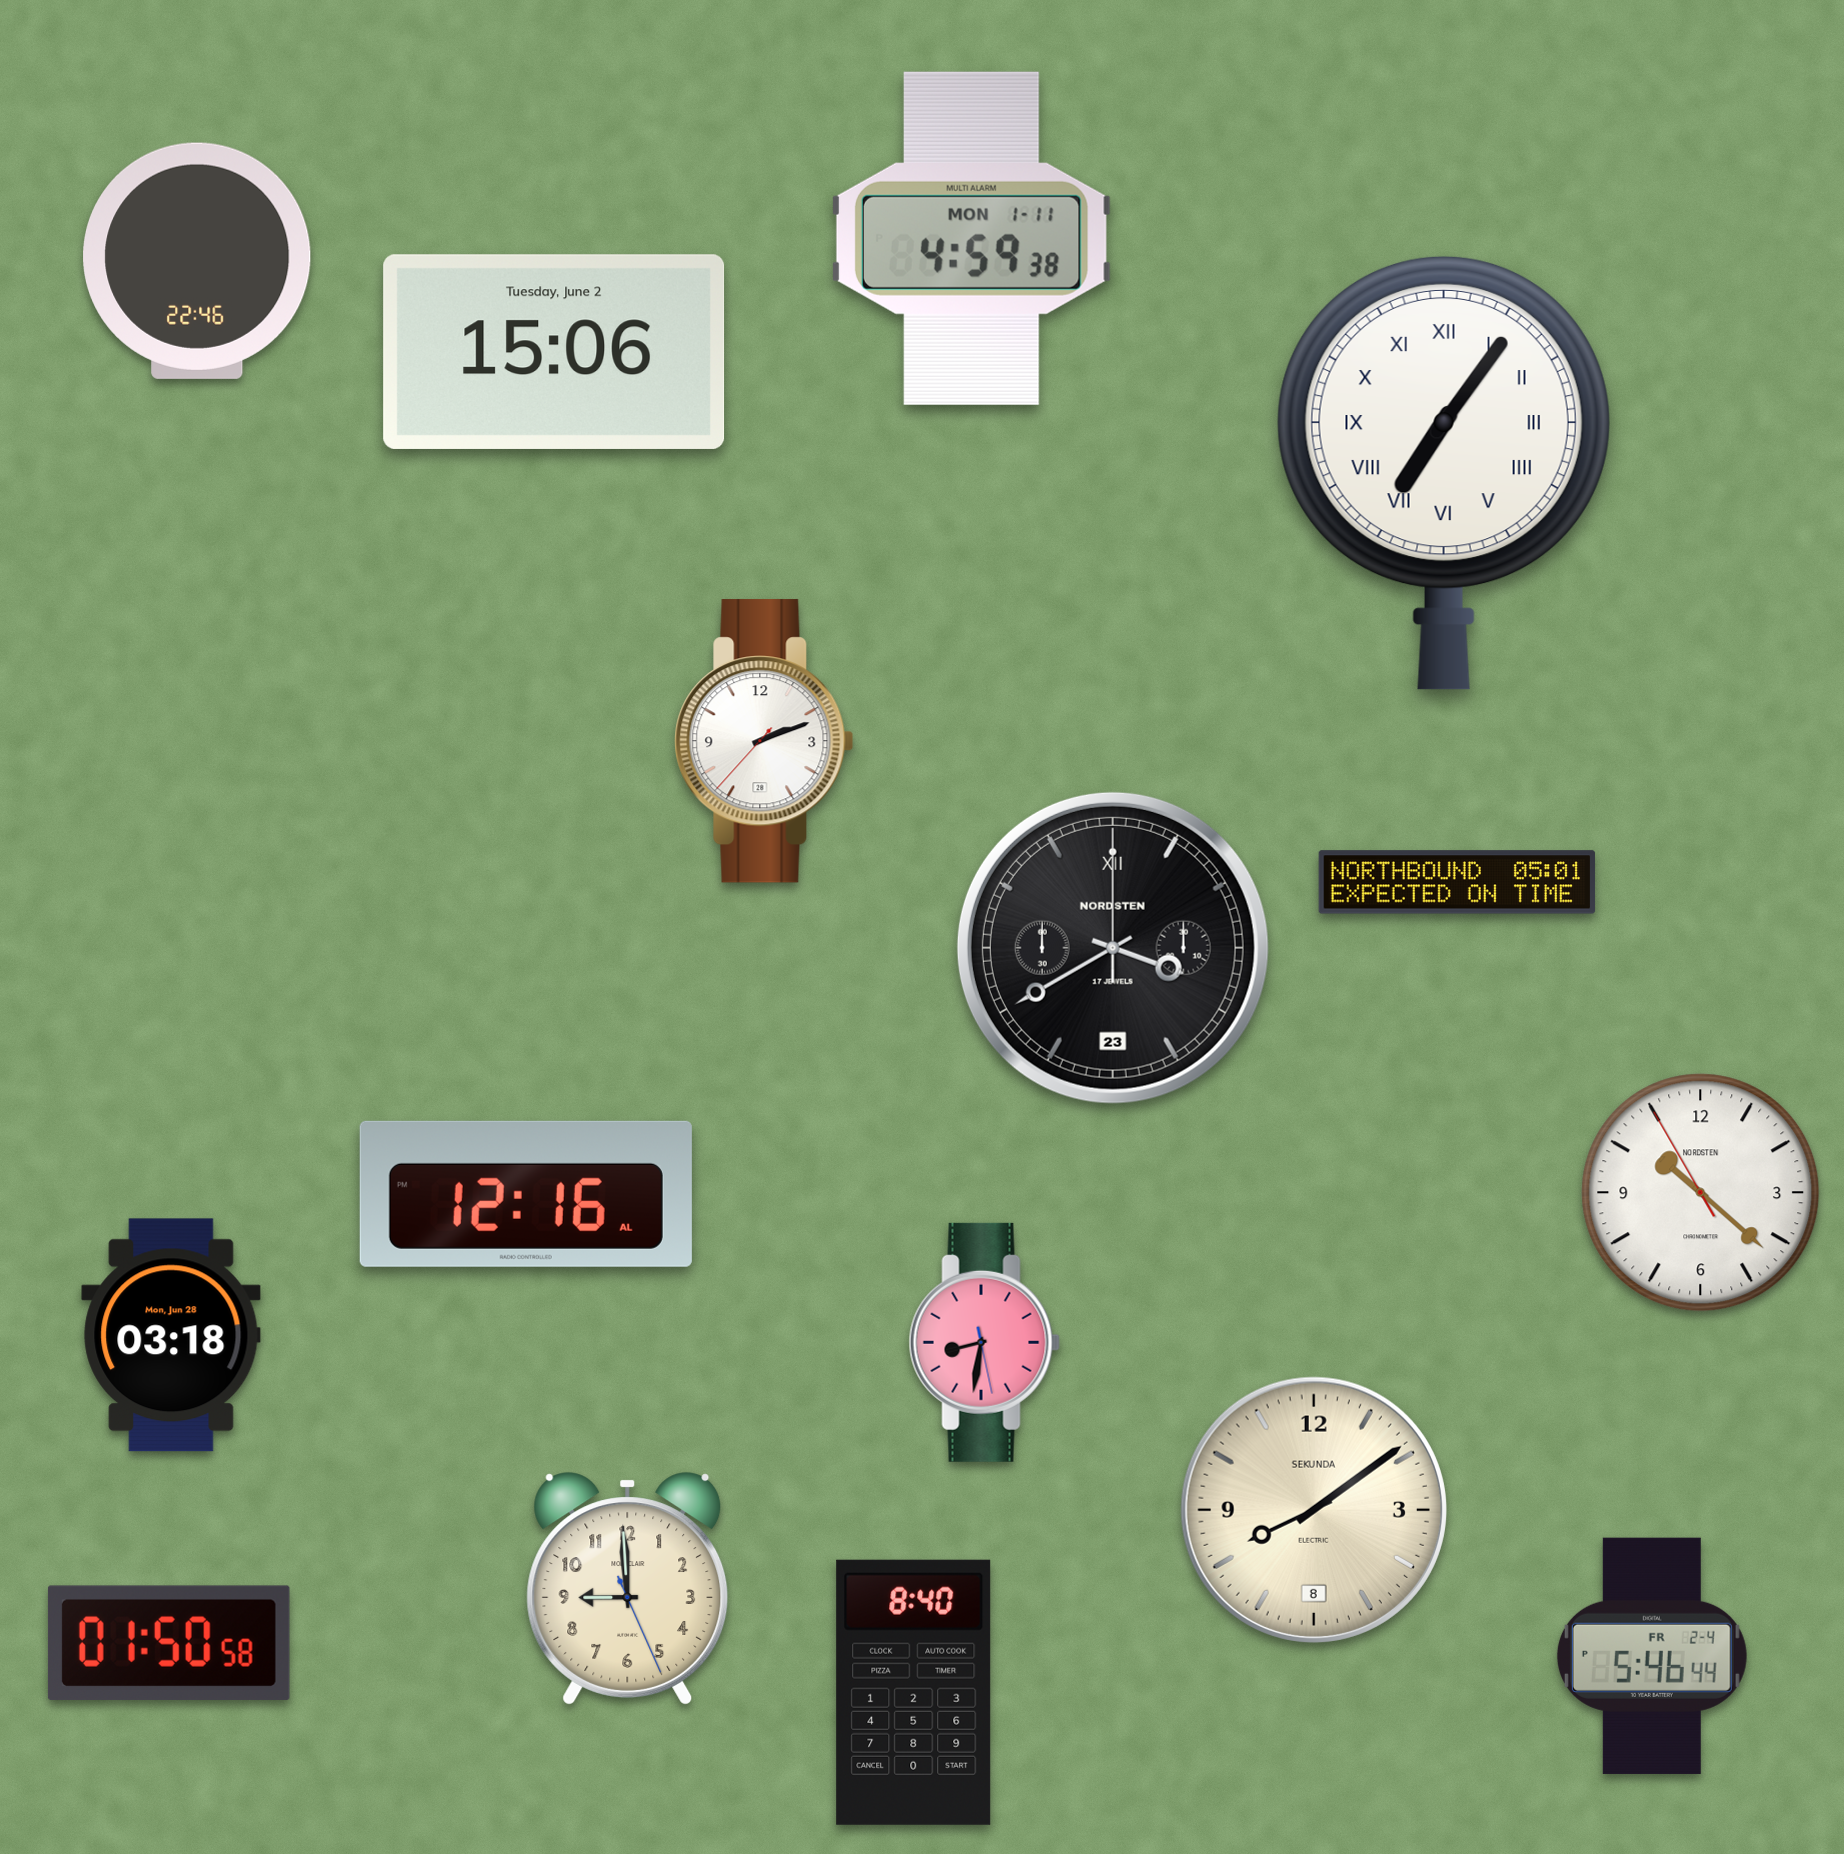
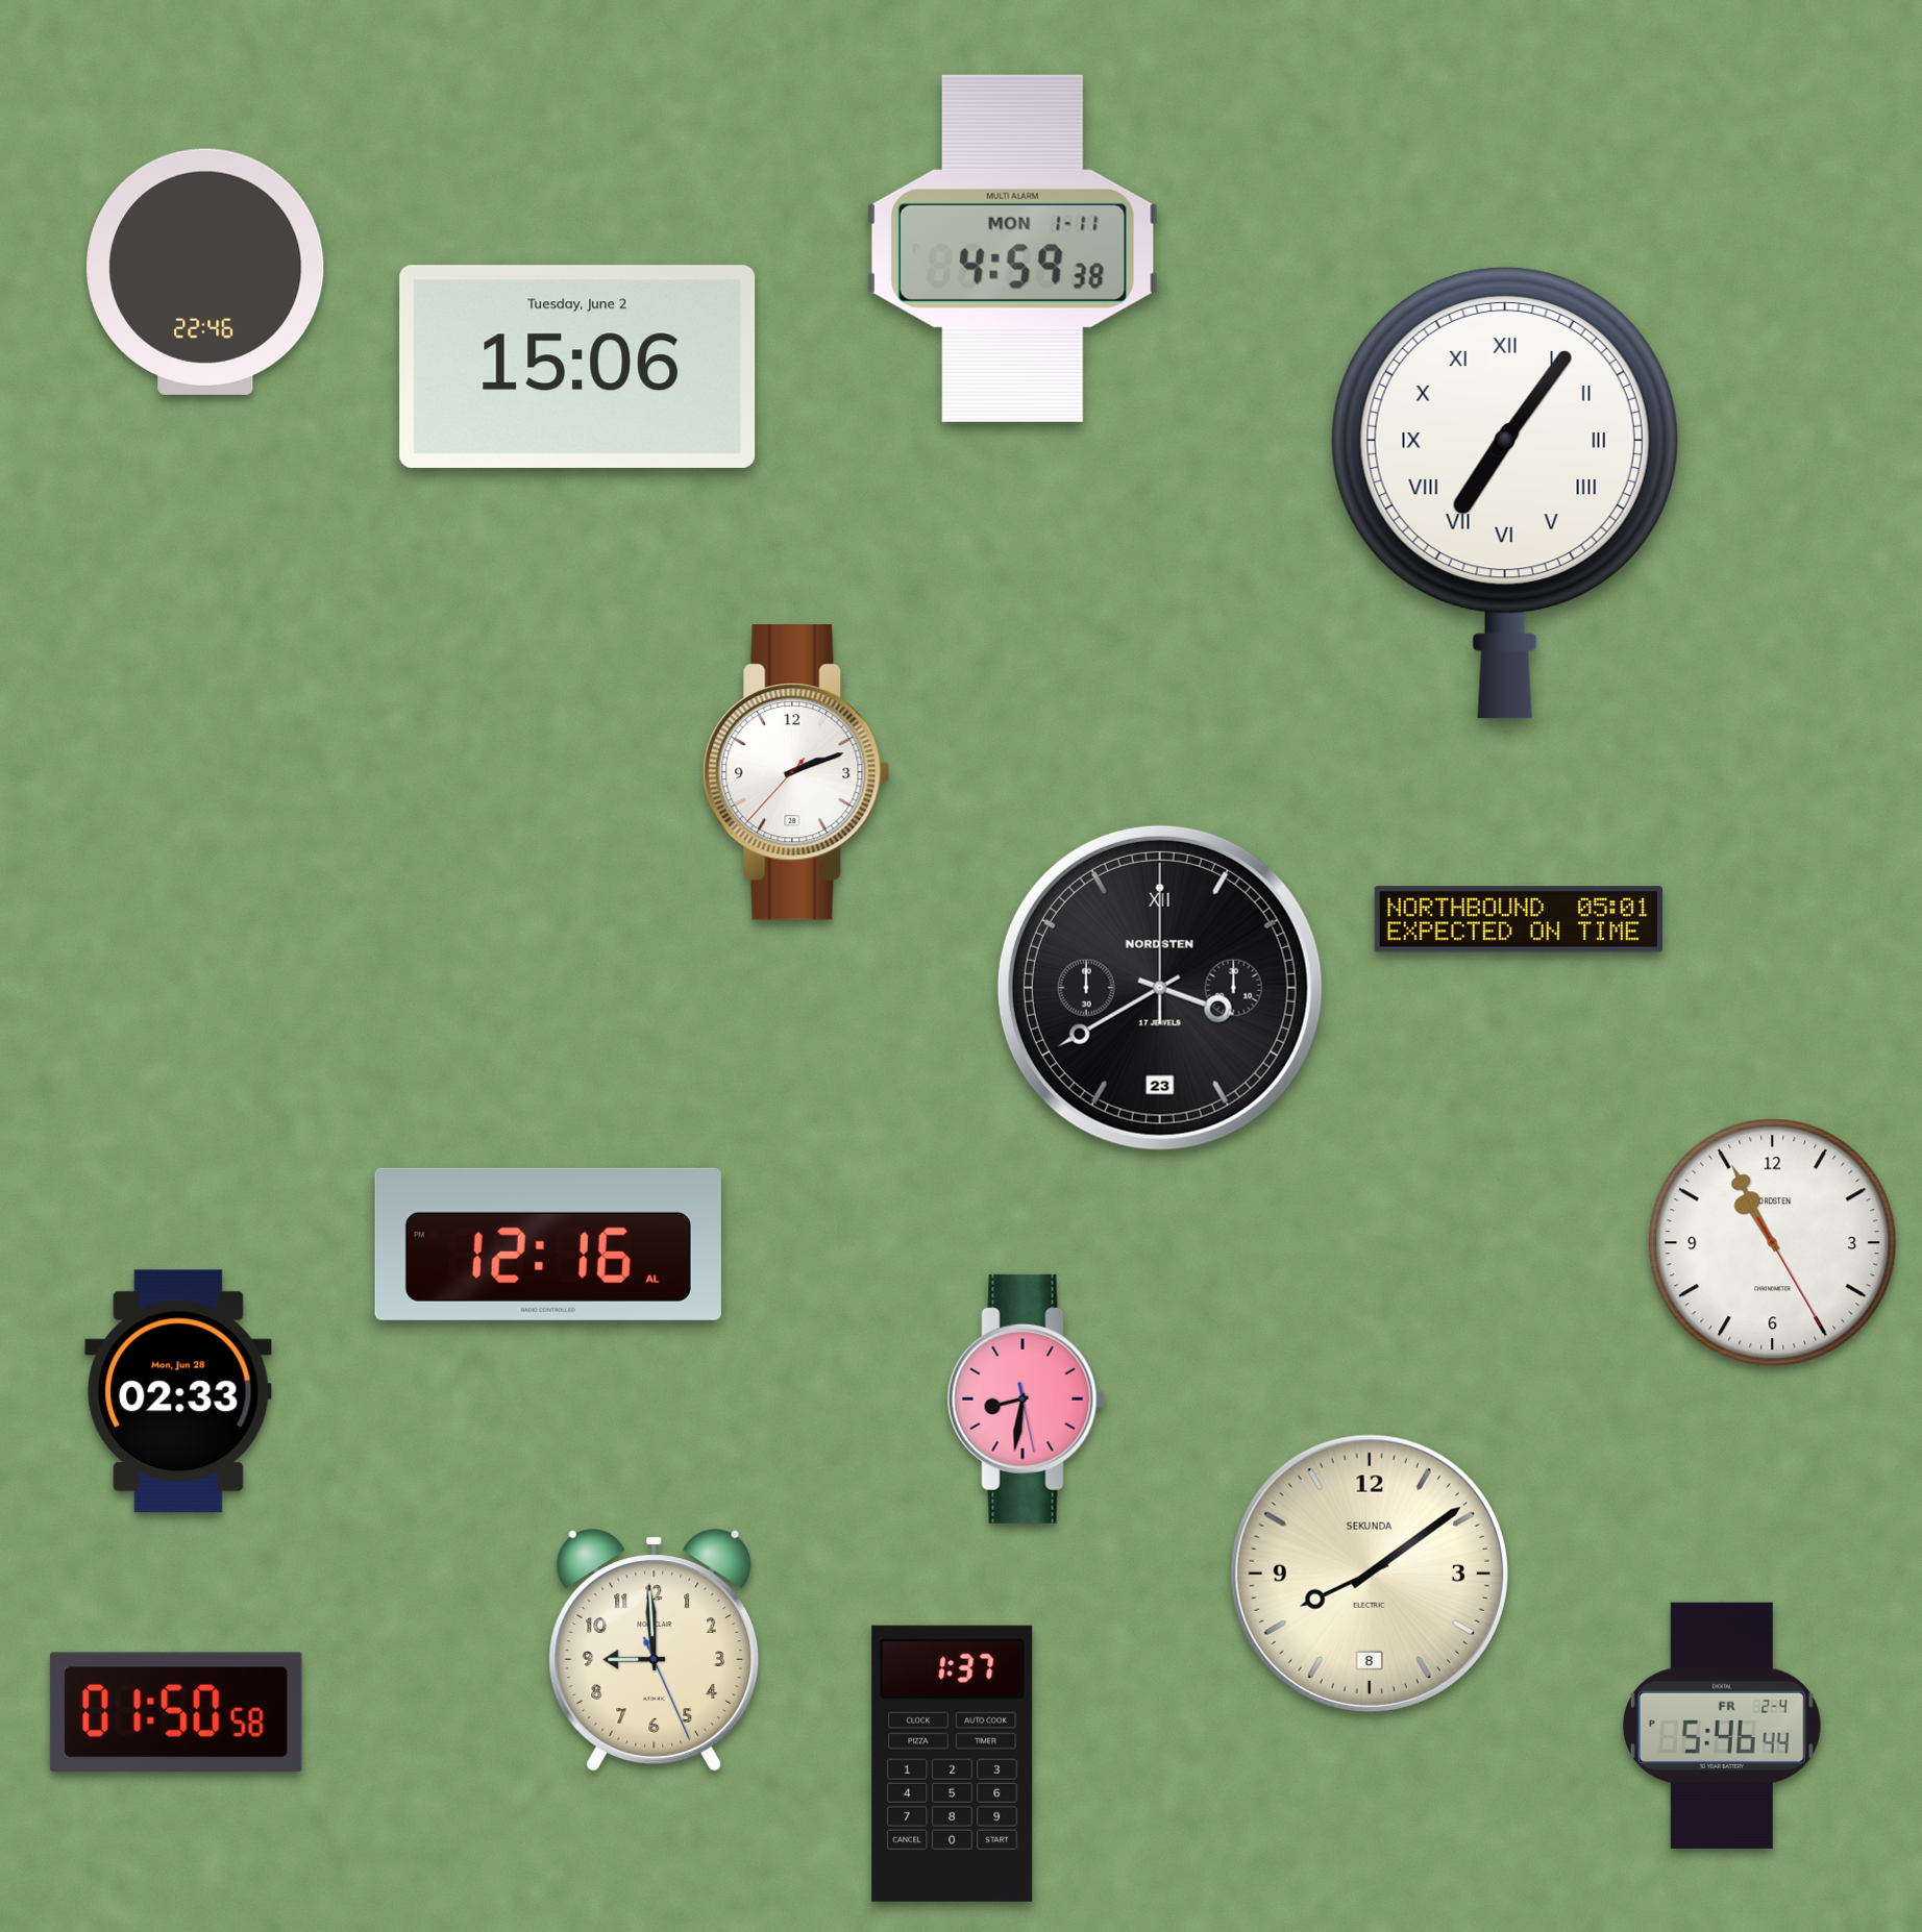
clock at (1701, 1193): 10:21 -> 10:55
clock at (171, 1335): 03:18 -> 02:33
clock at (628, 1589) position: (628, 1589) -> (655, 1651)
clock at (914, 1692): 8:40 -> 1:37
